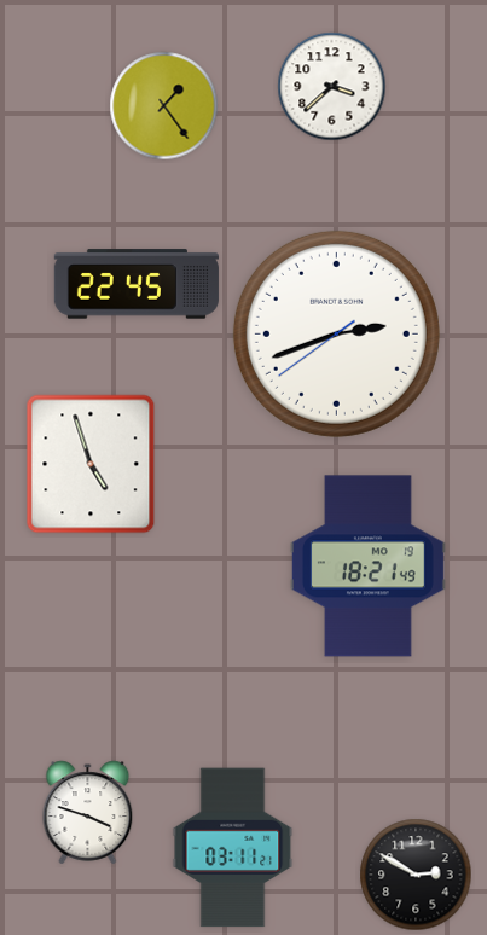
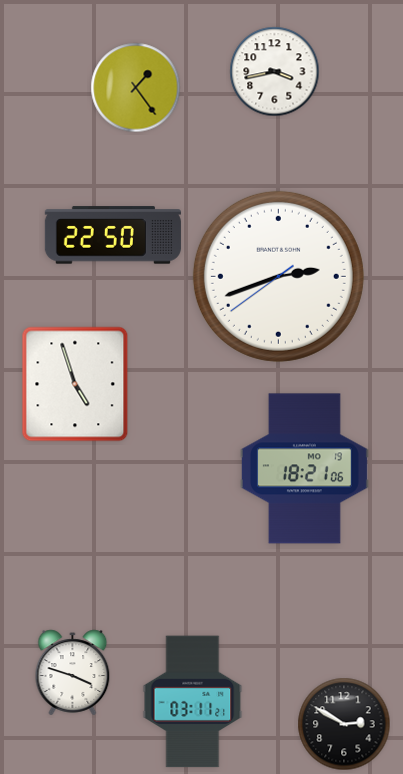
clock at (332, 87): 3:38 -> 3:43
clock at (137, 284): 22:45 -> 22:50
clock at (367, 567): 18:21:49 -> 18:21:06
